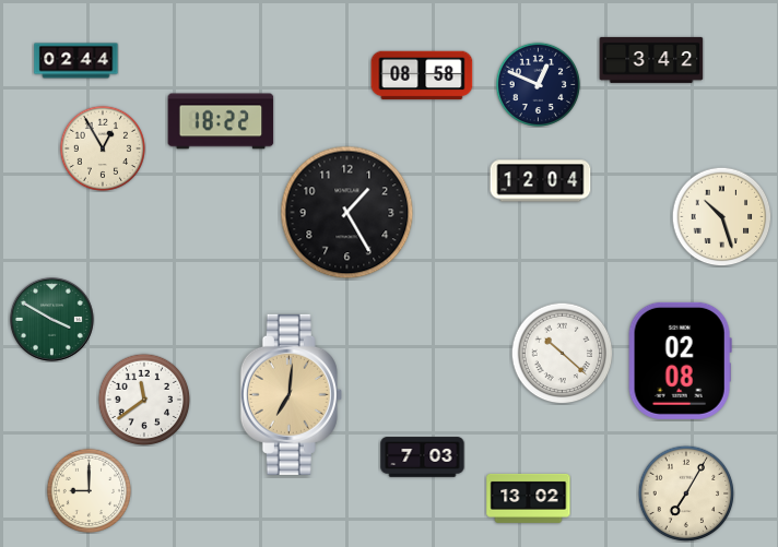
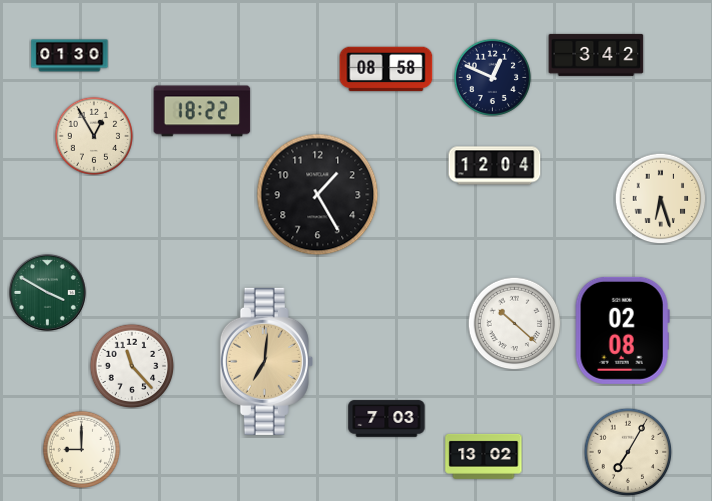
clock at (76, 61): 02:44 -> 01:30
clock at (721, 216): 10:27 -> 6:27
clock at (144, 400): 11:39 -> 11:23
